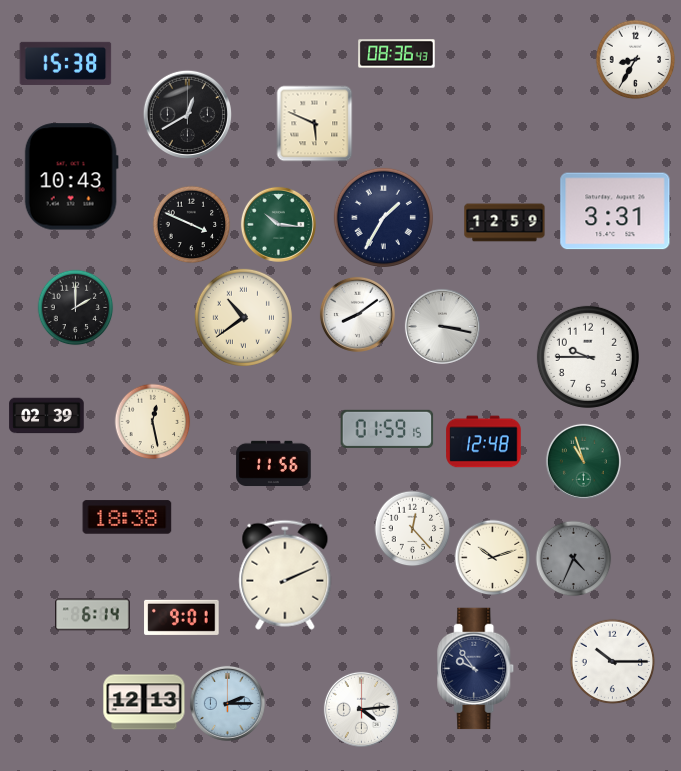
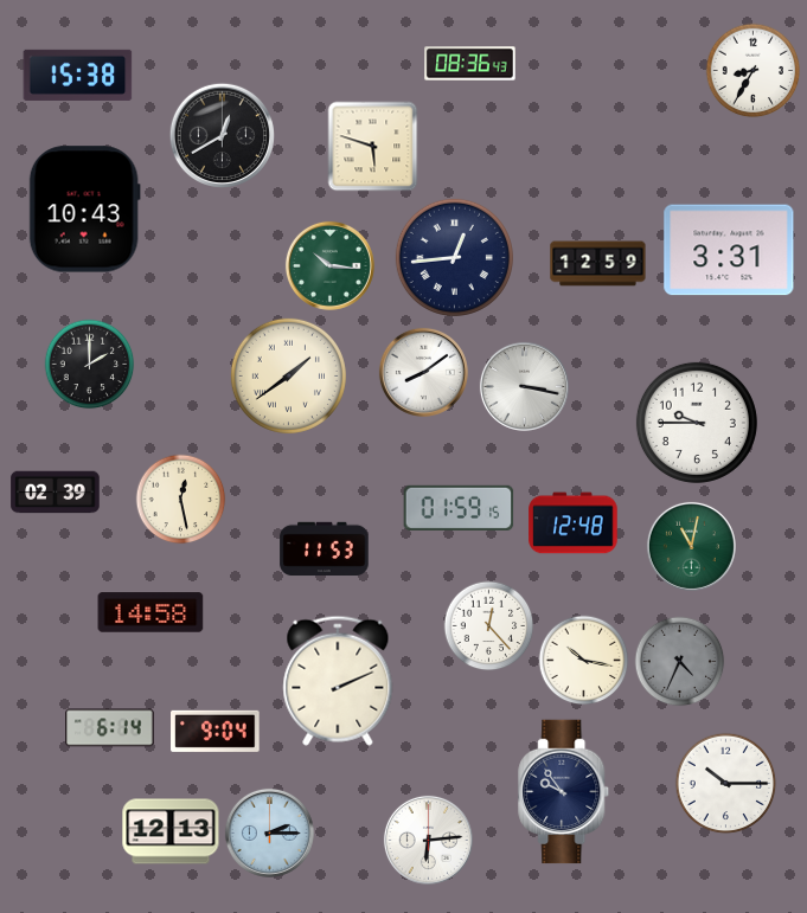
clock at (315, 124): 5:49 -> 5:48
clock at (383, 217): 1:35 -> 12:44
clock at (192, 225): 3:49 -> none
clock at (243, 317): 10:39 -> 1:39
clock at (583, 461): 10:57 -> 11:02
clock at (274, 464): 11:56 -> 11:53
clock at (127, 517): 18:38 -> 14:58
clock at (493, 558): 10:12 -> 10:17
clock at (182, 617): 9:01 -> 9:04
clock at (361, 709): 4:14 -> 6:14
